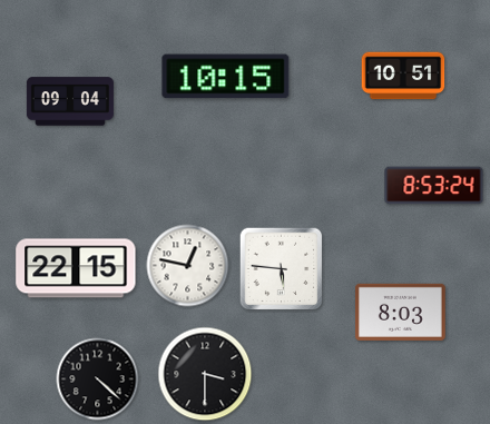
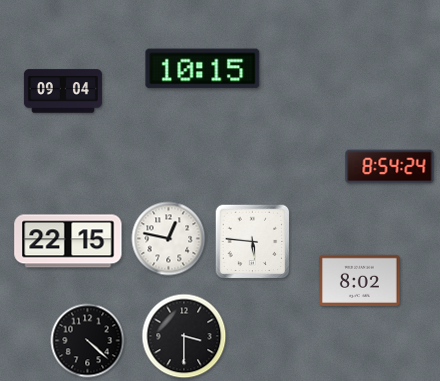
clock at (403, 76): 10:51 -> none
clock at (434, 186): 8:53 -> 8:54
clock at (401, 312): 8:03 -> 8:02
